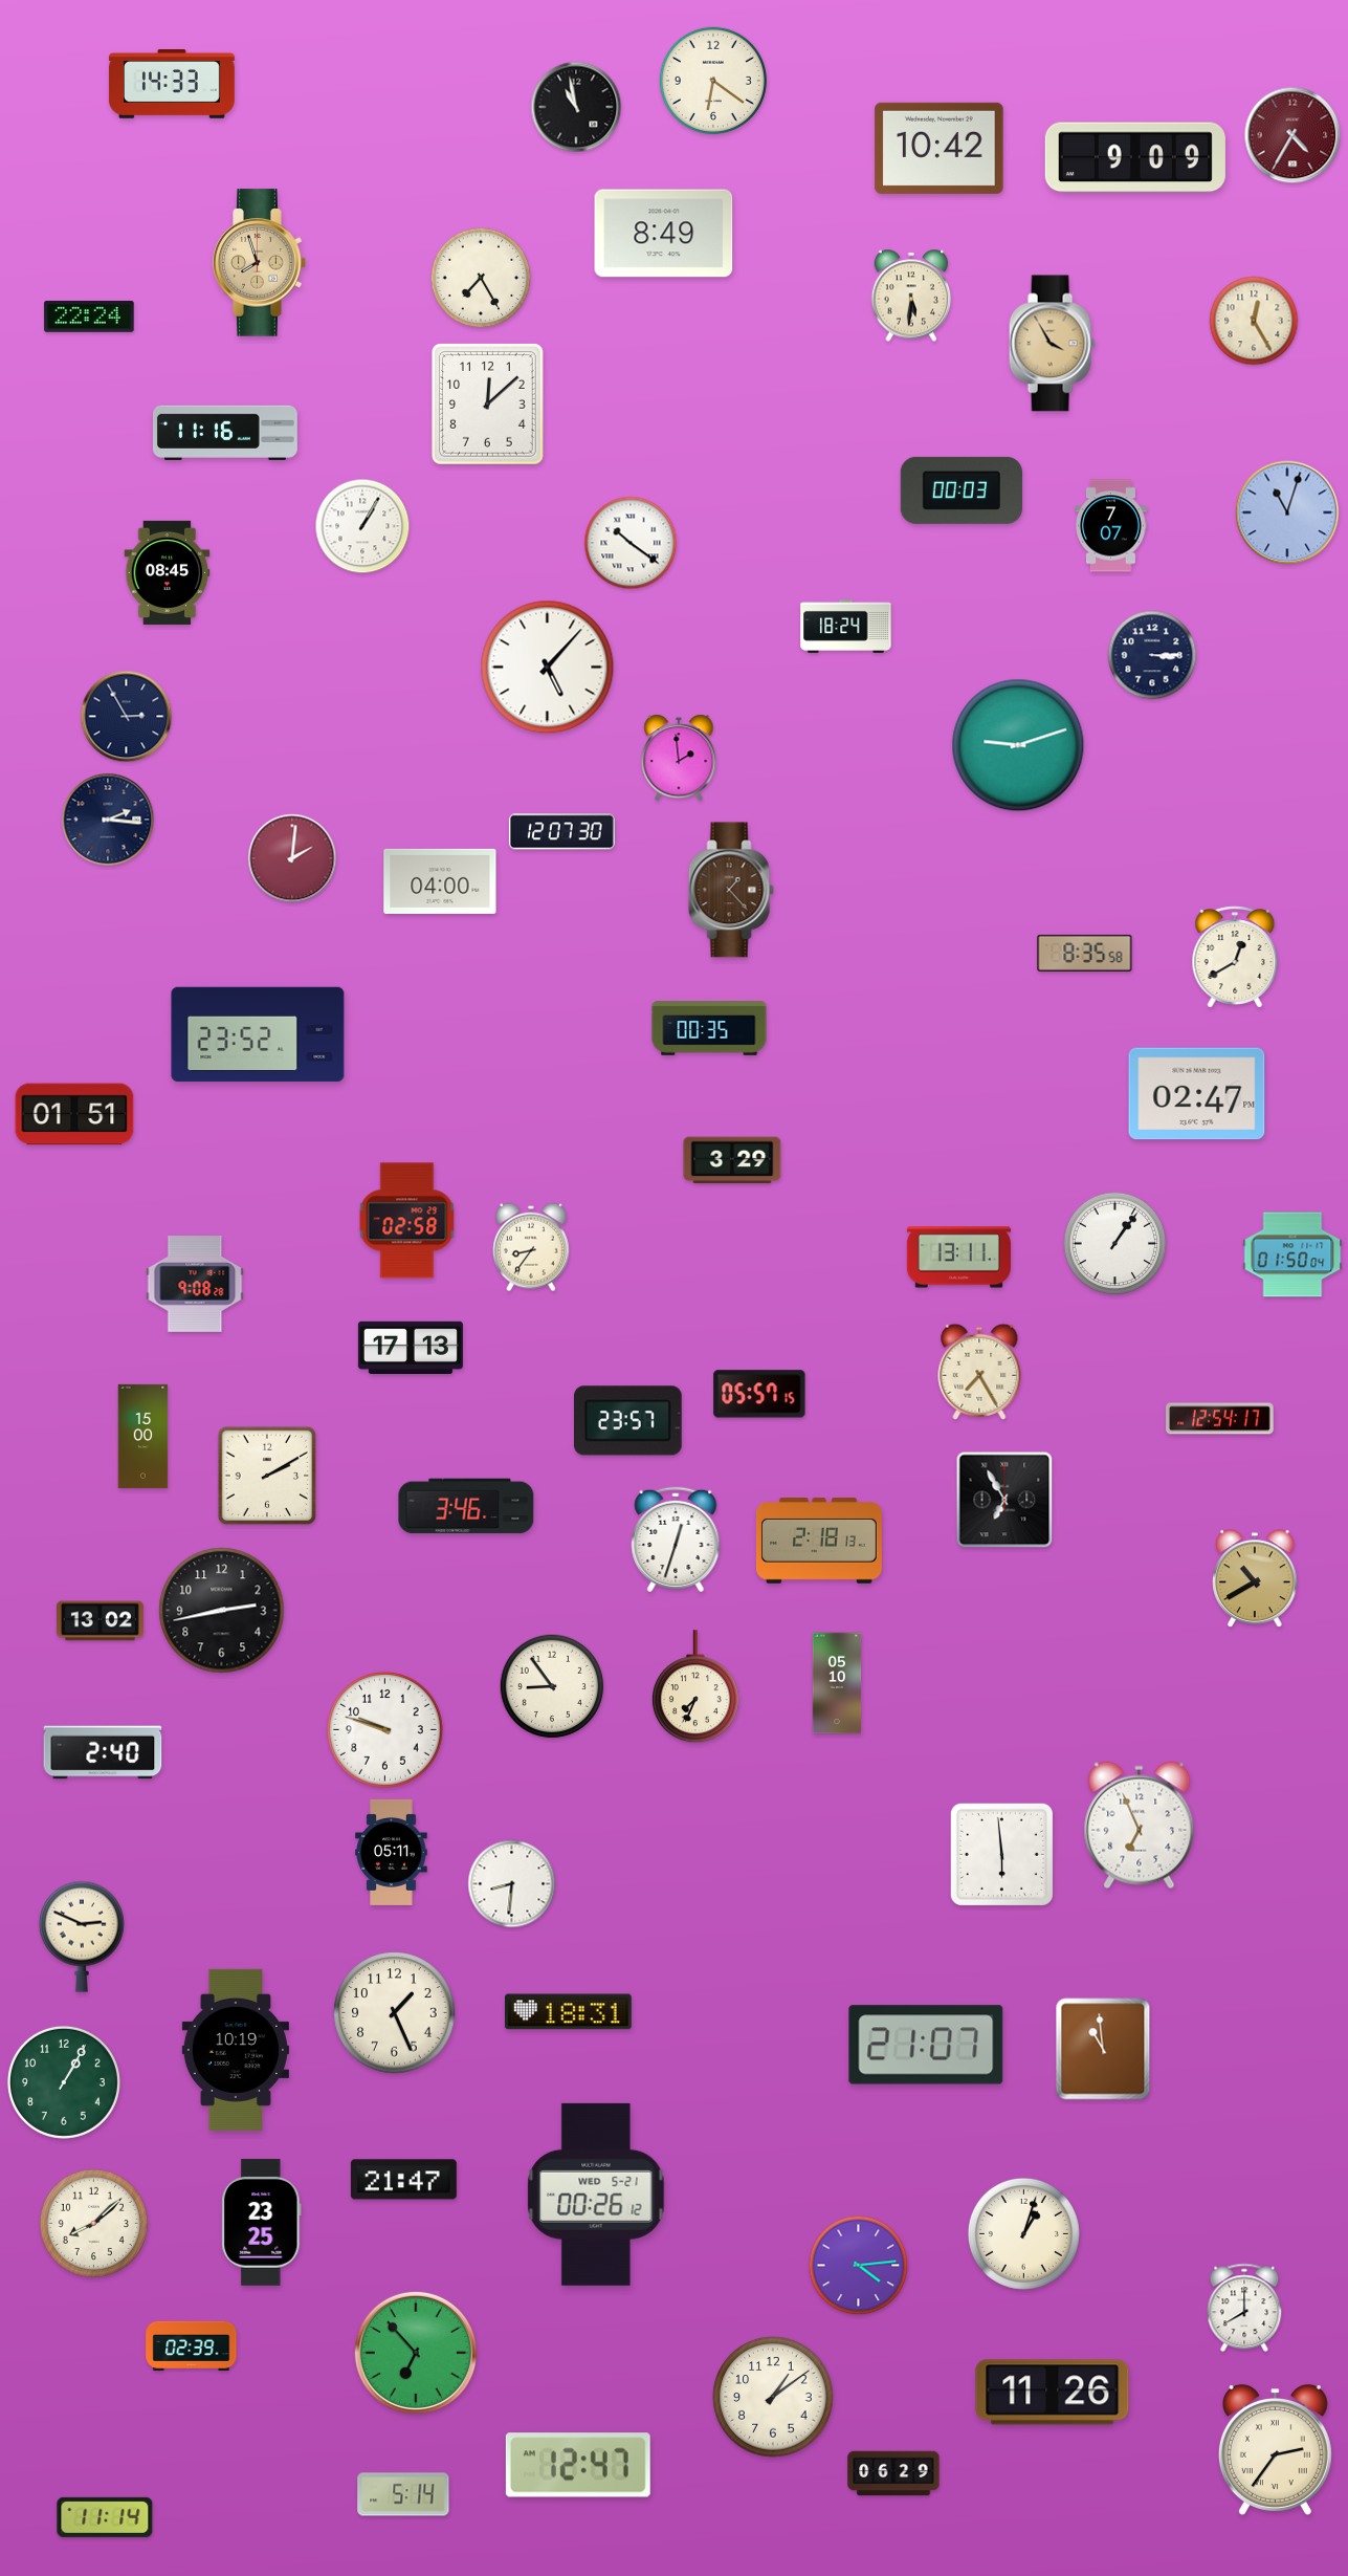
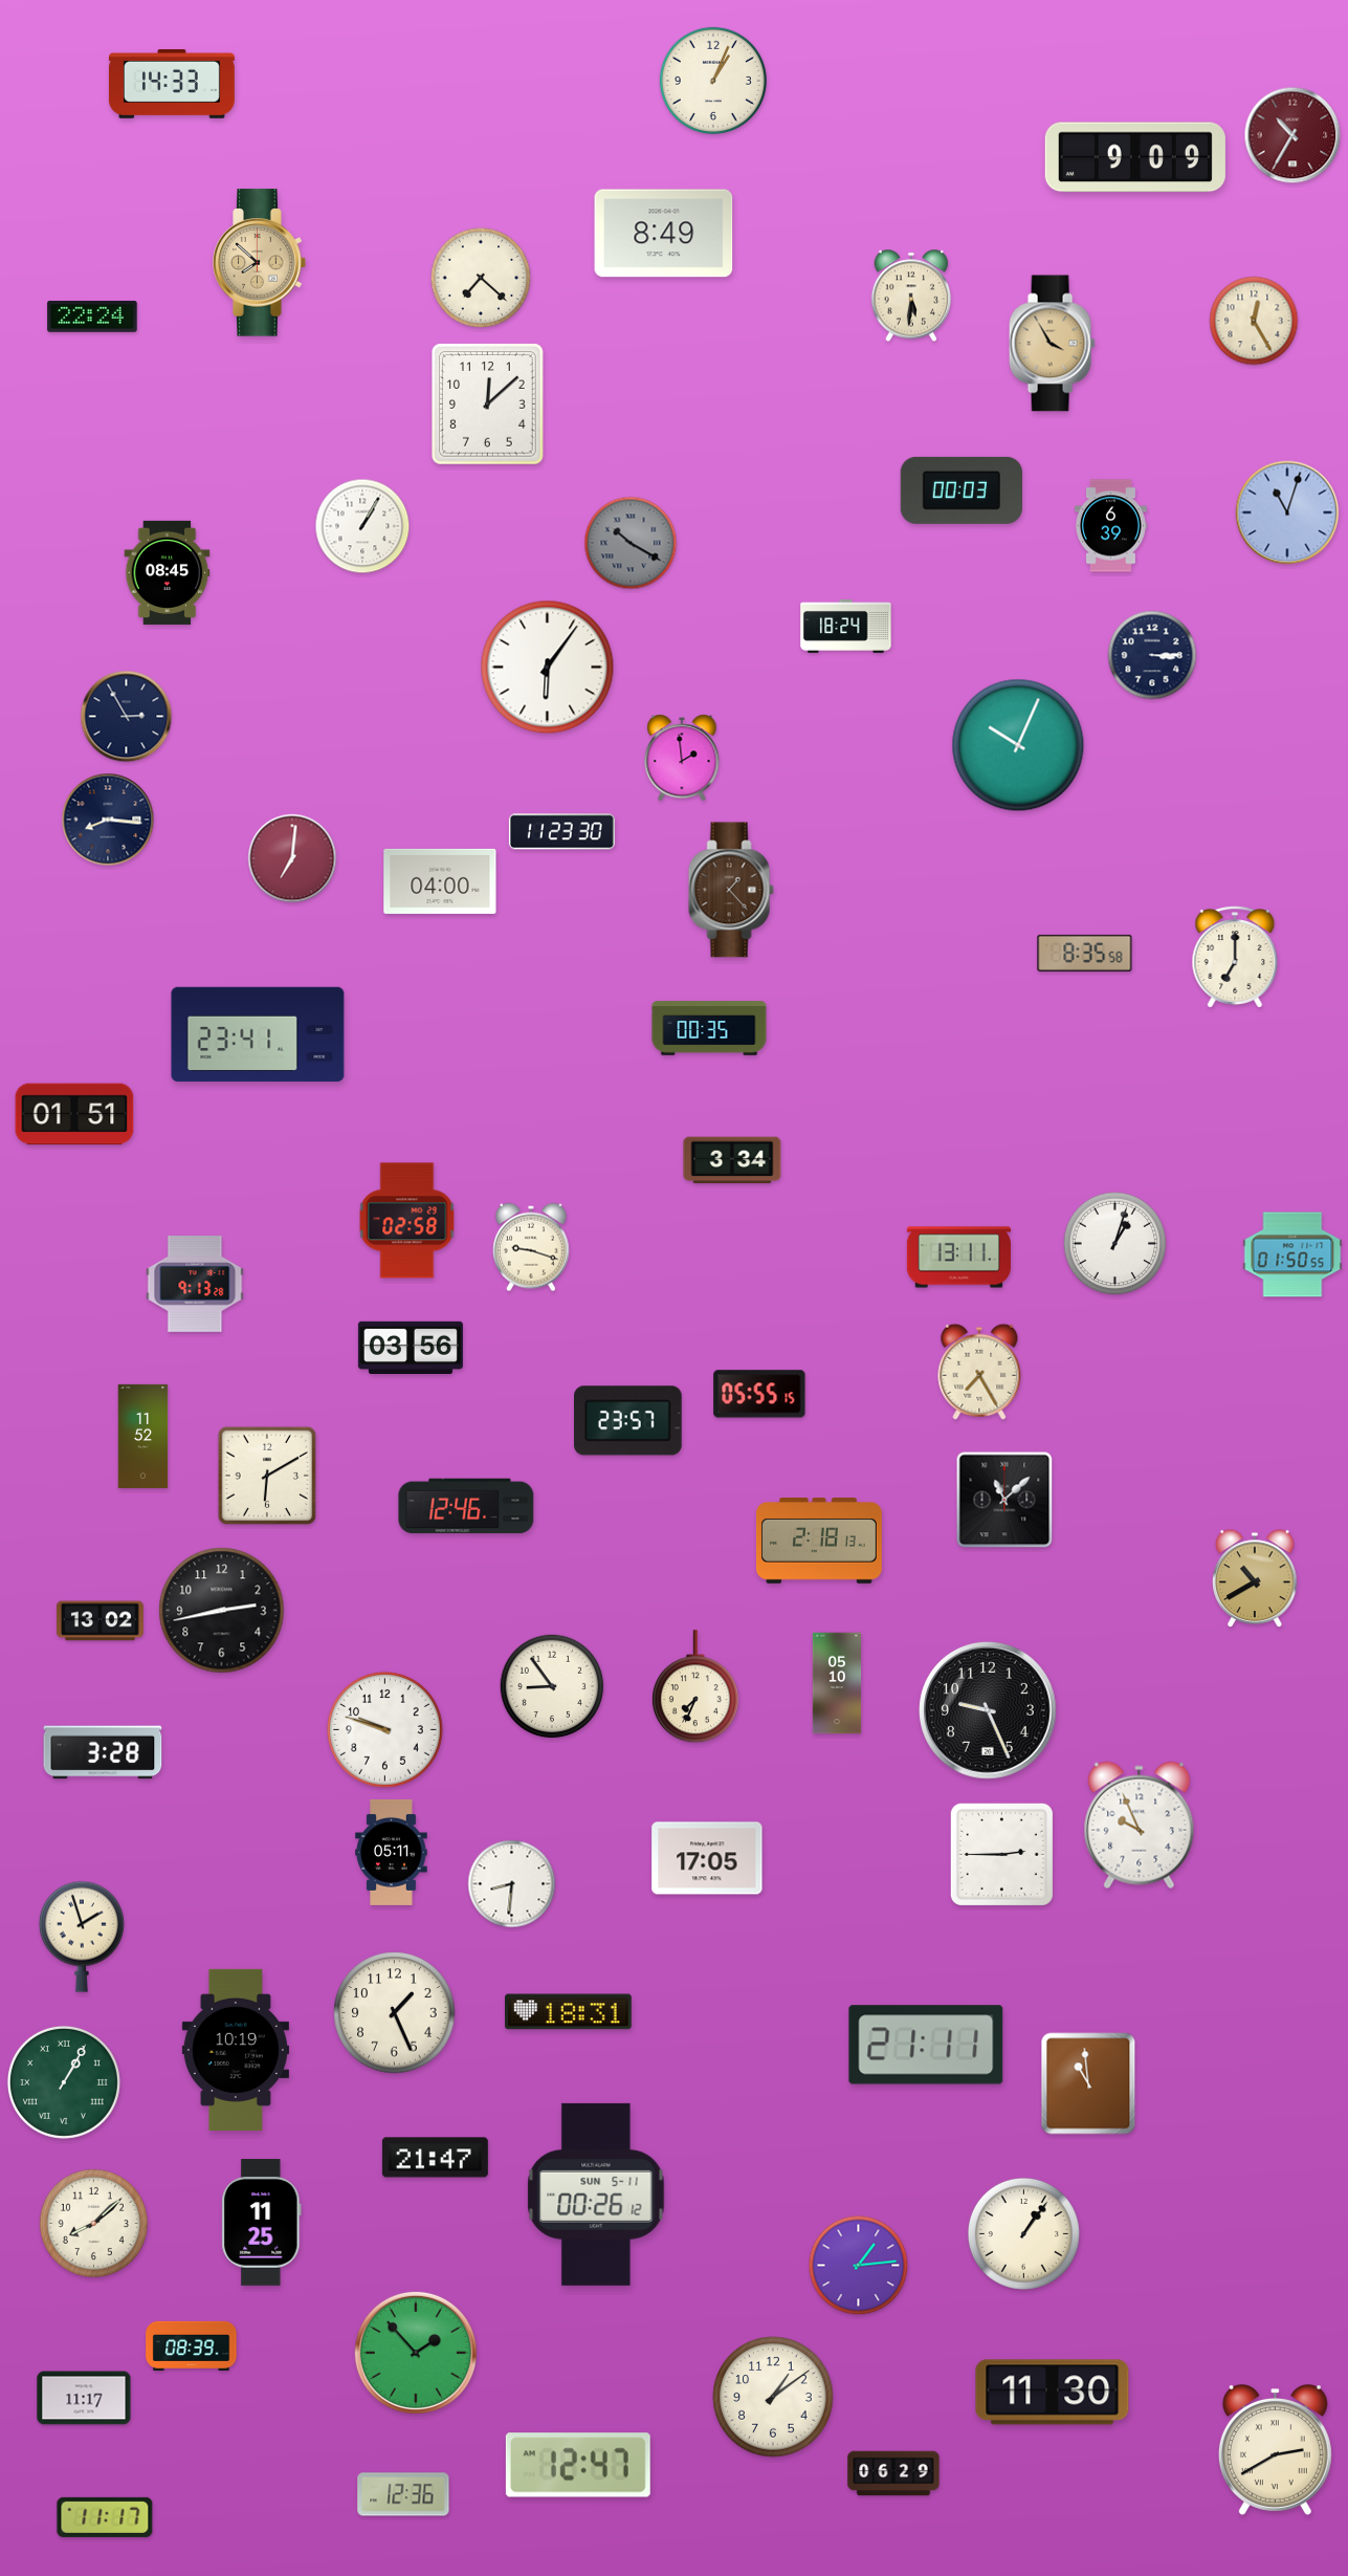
clock at (713, 81): 6:21 -> 1:04
clock at (576, 107): 10:58 -> none
clock at (1292, 135): 4:35 -> 10:35
clock at (940, 148): 10:42 -> none
clock at (260, 263): 7:57 -> 7:52
clock at (481, 278): 7:25 -> 7:22
clock at (89, 316) position: (89, 316) -> (92, 316)
clock at (225, 433): 11:16 -> none
clock at (1111, 526): 7:07 -> 6:39
clock at (631, 543): 10:21 -> 10:20
clock at (631, 543) dial: white -> grey
clock at (548, 668): 5:07 -> 6:06
clock at (1018, 745): 9:12 -> 10:04
clock at (679, 759) position: (679, 759) -> (682, 759)
clock at (108, 820): 2:16 -> 8:16
clock at (561, 832): 12:07 -> 11:23
clock at (292, 858): 2:01 -> 7:01
clock at (1235, 957): 12:40 -> 7:00
clock at (258, 1034): 23:52 -> 23:41
clock at (1197, 1094): 02:47 -> none
clock at (732, 1160): 3:29 -> 3:34
clock at (1115, 1244): 1:06 -> 1:03
clock at (532, 1247): 8:36 -> 9:18
clock at (1292, 1254): 01:50:04 -> 01:50:55
clock at (195, 1285): 9:08 -> 9:13
clock at (411, 1347): 17:13 -> 03:56
clock at (759, 1394): 05:57 -> 05:55
clock at (1220, 1419): 12:54 -> none
clock at (143, 1436): 15:00 -> 11:52
clock at (267, 1476): 2:10 -> 6:10
clock at (1004, 1500): 6:55 -> 11:08
clock at (466, 1506): 3:46 -> 12:46
clock at (676, 1540): 12:33 -> none
clock at (989, 1711): none -> 9:26
clock at (103, 1752): 2:40 -> 3:28
clock at (1140, 1826): 6:56 -> 9:56
clock at (1001, 1854): 5:59 -> 2:45
clock at (707, 1858): none -> 17:05
clock at (82, 1937): 2:49 -> 1:57
clock at (926, 2045): 21:07 -> 21:11
clock at (1103, 2049) position: (1103, 2049) -> (1088, 2083)
clock at (64, 2082) numerals: Arabic -> Roman
clock at (403, 2180) position: (403, 2180) -> (435, 2158)
clock at (596, 2195) date: WED 5-21 -> SUN 5-11
clock at (262, 2223): 23:25 -> 11:25
clock at (1023, 2233): 1:03 -> 1:06
clock at (859, 2266): 4:14 -> 1:14
clock at (1244, 2308): 8:00 -> none
clock at (192, 2345): 02:39 -> 08:39
clock at (416, 2353): 6:53 -> 1:53
clock at (1053, 2393): 11:26 -> 11:30
clock at (84, 2398): none -> 11:17
clock at (1275, 2449): 2:36 -> 2:40
clock at (403, 2494): 5:14 -> 12:36
clock at (105, 2517): 11:14 -> 11:17
